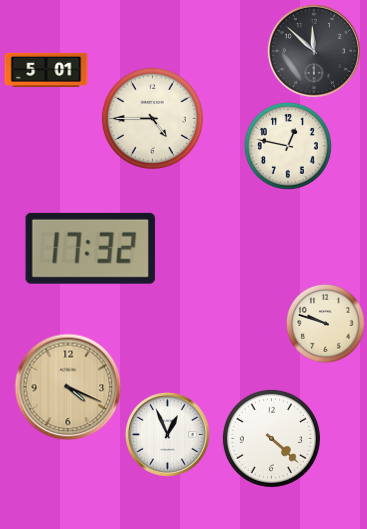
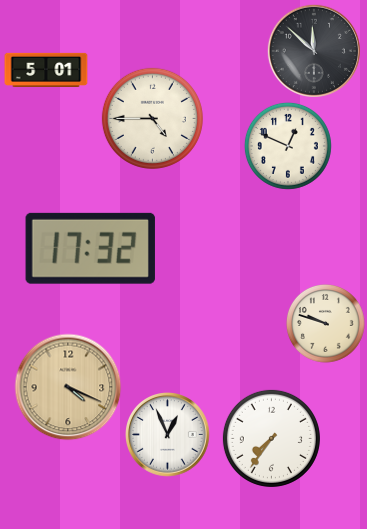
clock at (288, 146): 12:47 -> 12:49
clock at (271, 438): 4:22 -> 7:36
